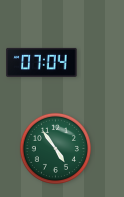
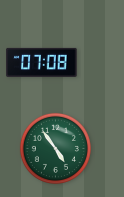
clock at (42, 62): 07:04 -> 07:08
